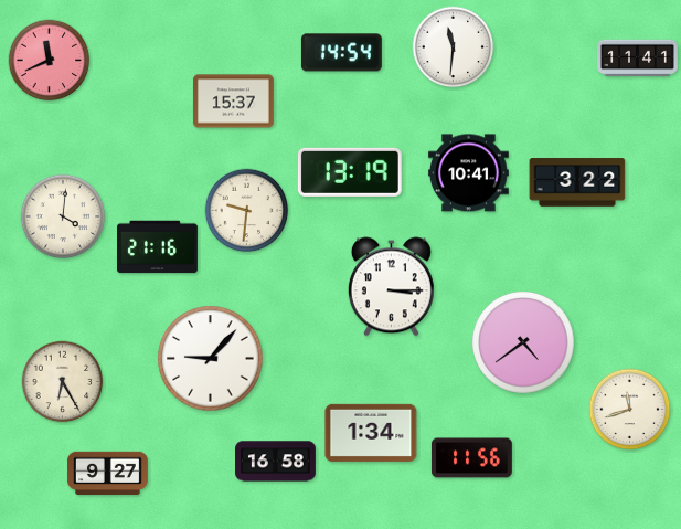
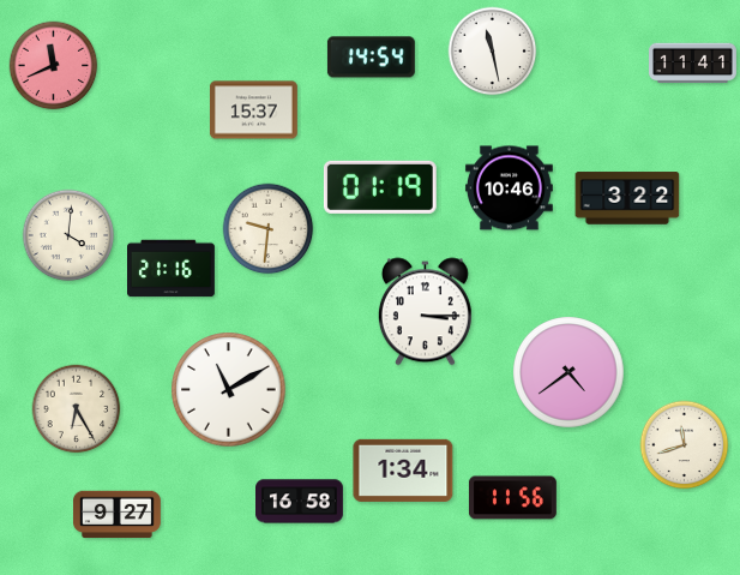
clock at (454, 47): 11:31 -> 11:28
clock at (350, 172): 13:19 -> 01:19
clock at (468, 173): 10:41 -> 10:46
clock at (211, 359): 9:07 -> 11:10
clock at (63, 382) position: (63, 382) -> (77, 409)
